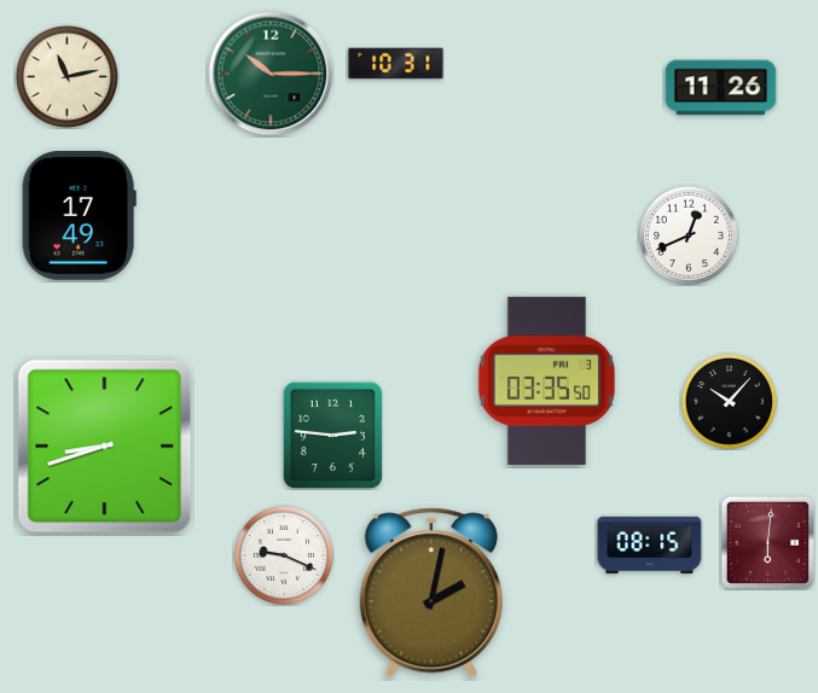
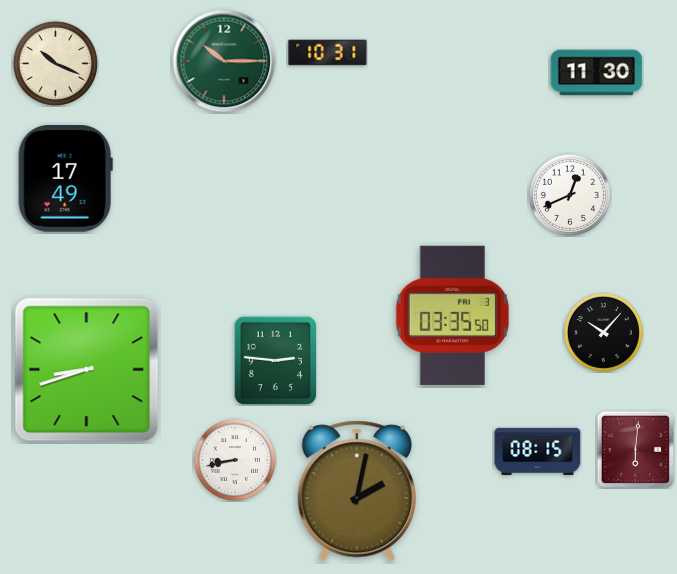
clock at (66, 76): 11:13 -> 10:19
clock at (721, 88): 11:26 -> 11:30
clock at (284, 555): 9:19 -> 8:43
